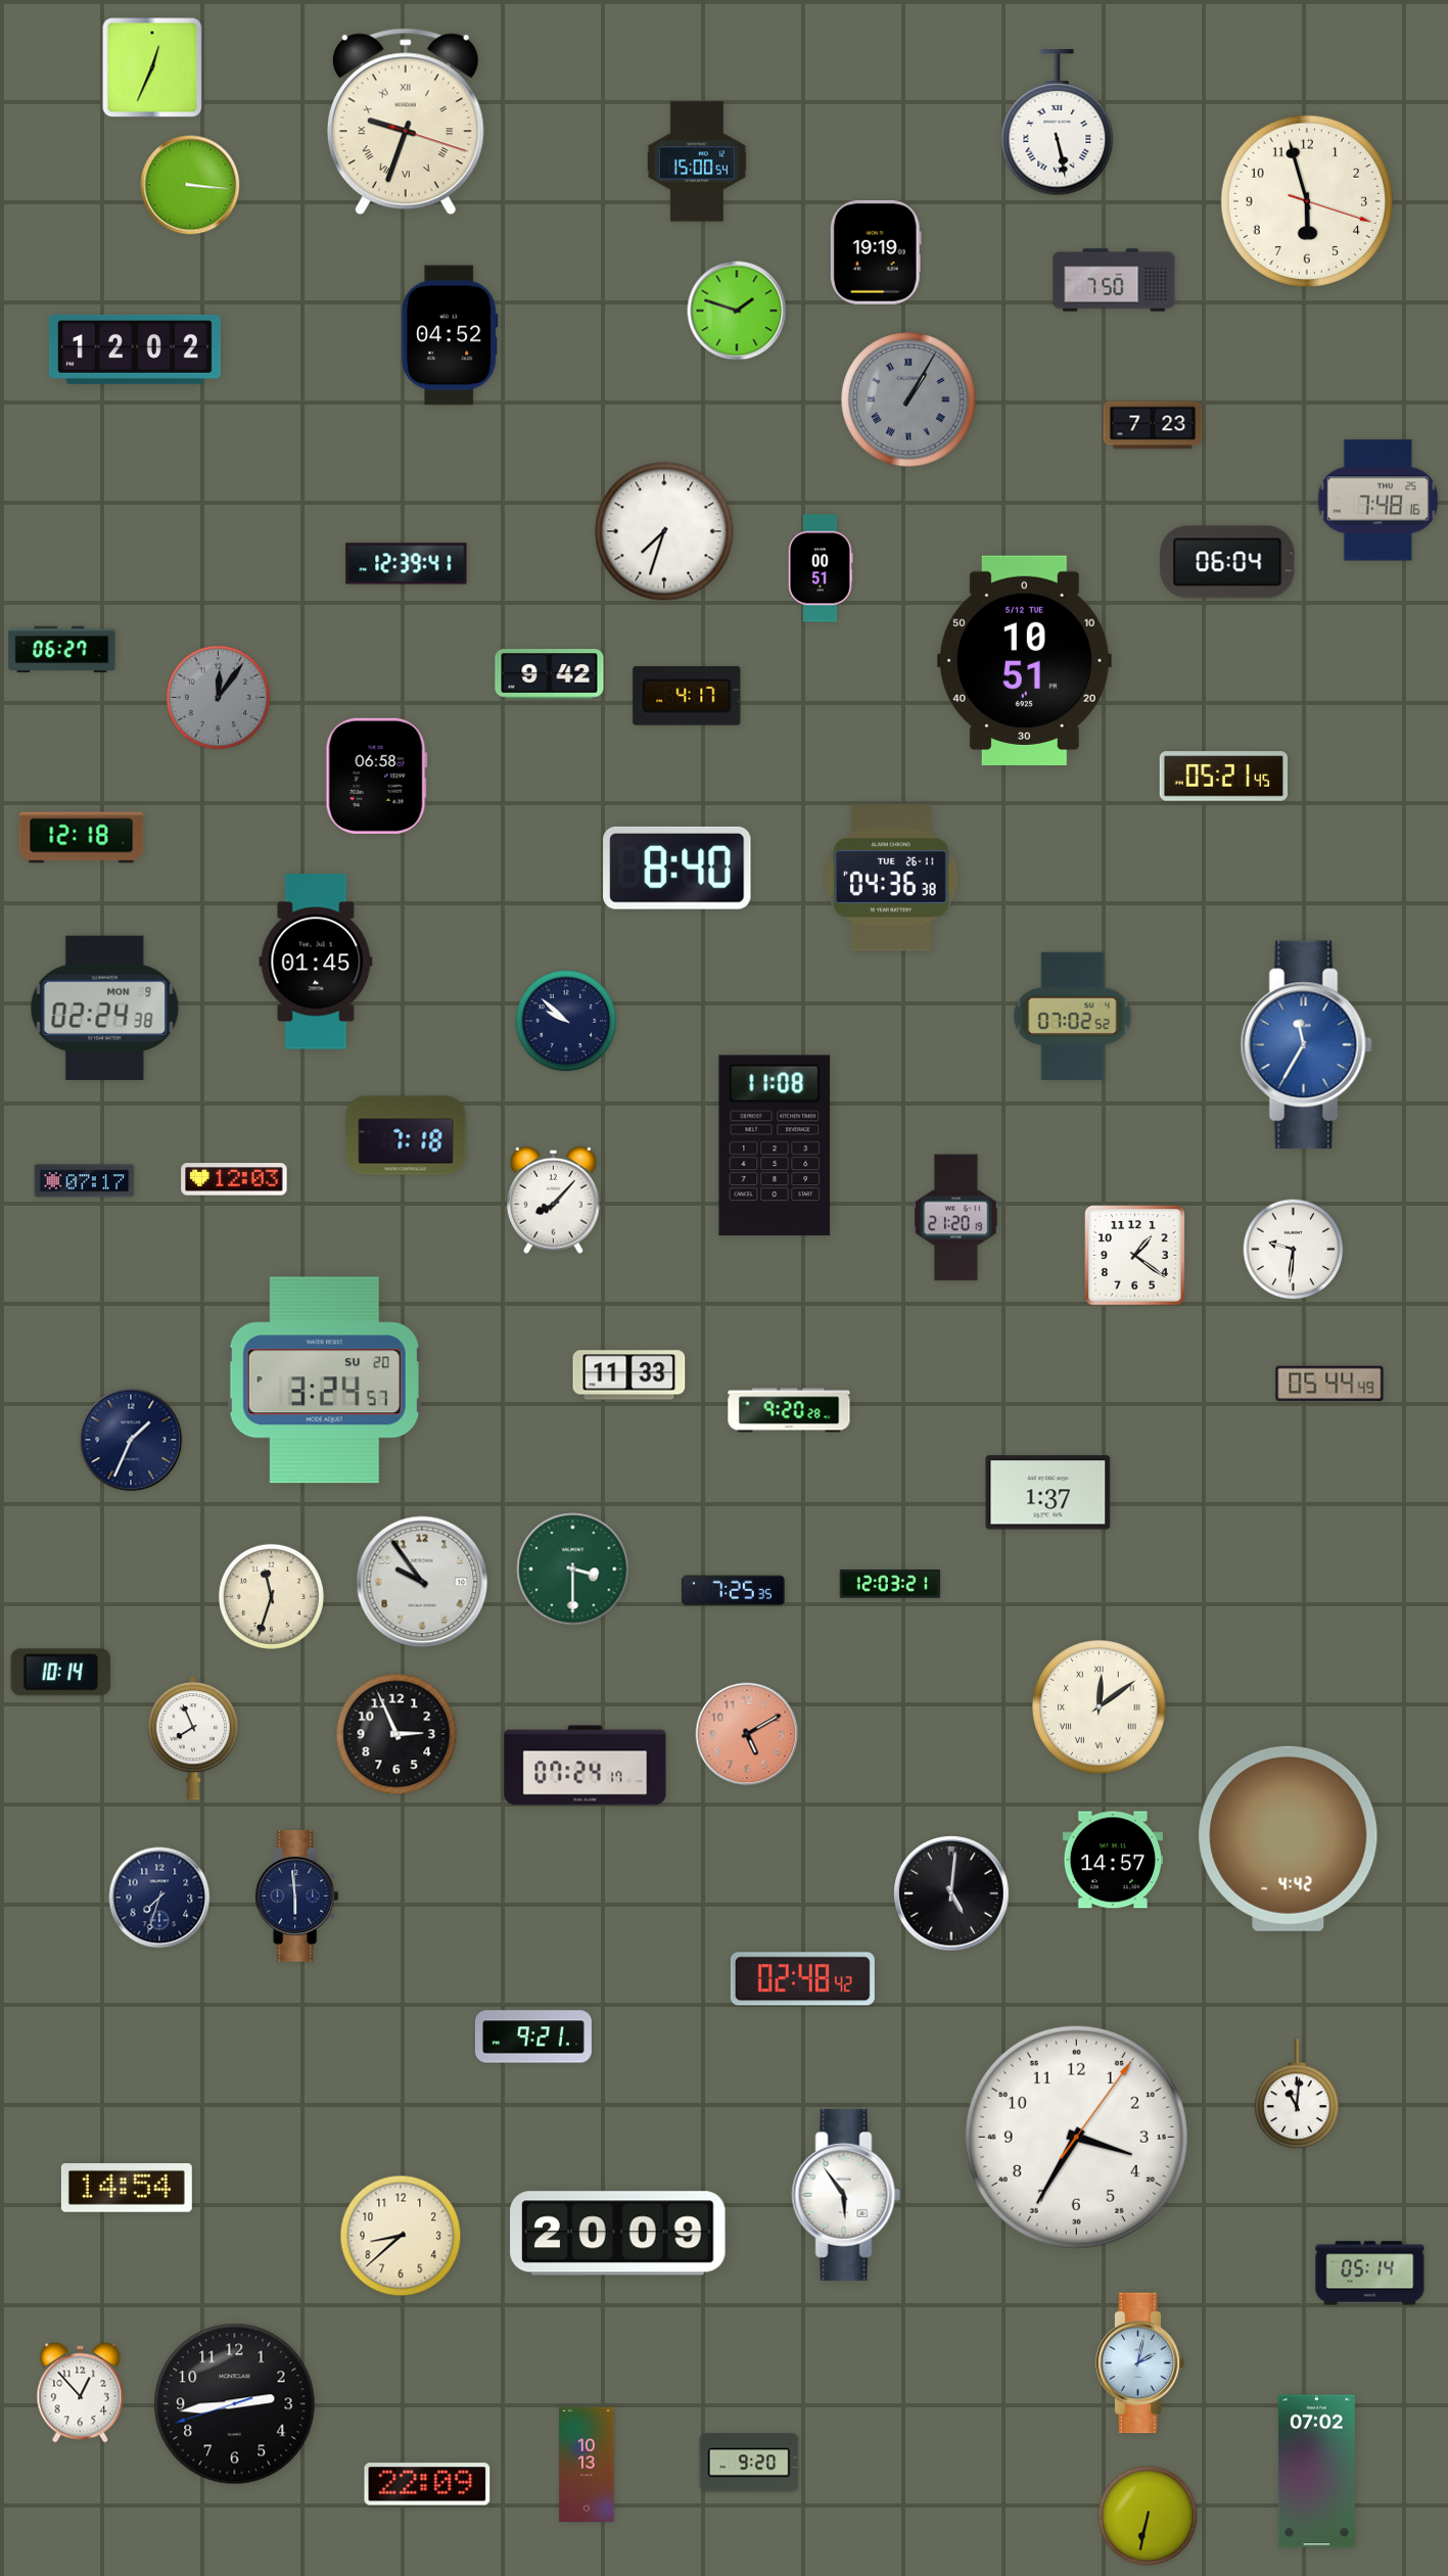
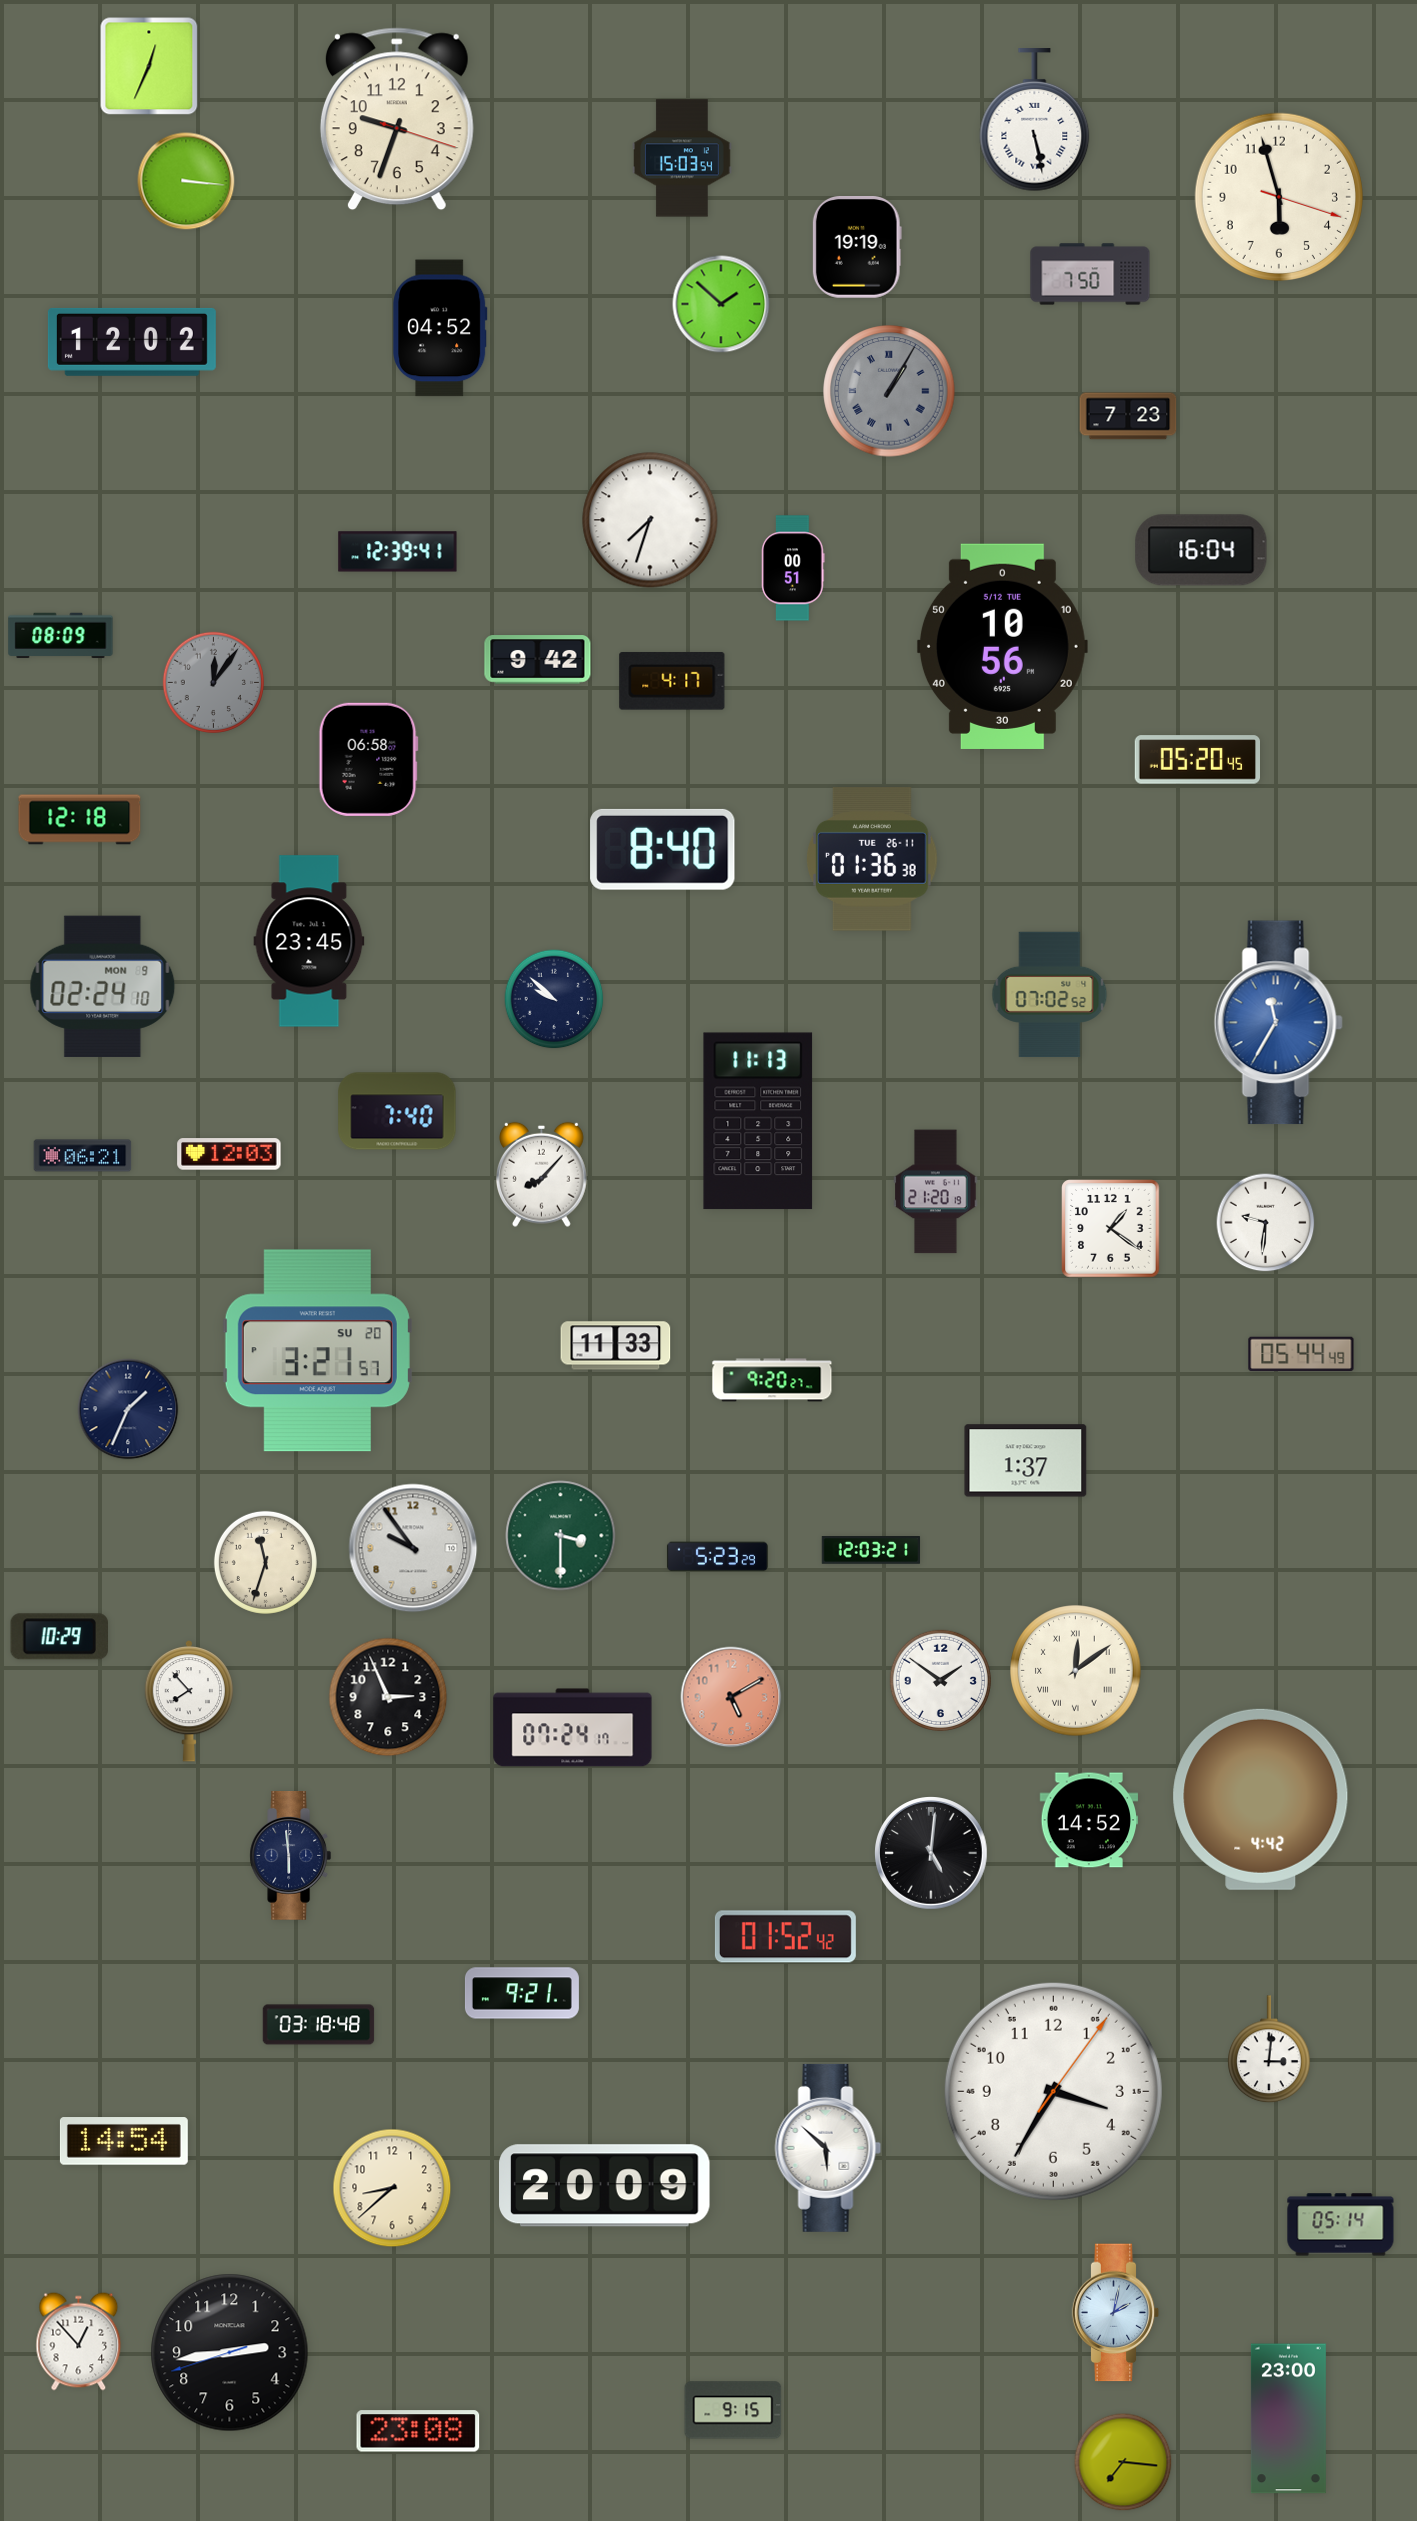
clock at (406, 122) numerals: Roman -> Arabic
clock at (698, 161): 15:00 -> 15:03
clock at (737, 311): 1:48 -> 1:52
clock at (1377, 501): 7:48 -> none
clock at (1227, 562): 06:04 -> 16:04
clock at (821, 568) position: (821, 568) -> (793, 568)
clock at (62, 650): 06:27 -> 08:09
clock at (1024, 660): 10:51 -> 10:56
clock at (1223, 777): 05:21 -> 05:20
clock at (892, 878): 04:36 -> 01:36
clock at (316, 962): 01:45 -> 23:45
clock at (105, 1008): 02:24:38 -> 02:24:10
clock at (406, 1135): 7:18 -> 7:40
clock at (775, 1145): 11:08 -> 11:13
clock at (85, 1181): 07:17 -> 06:21
clock at (324, 1380): 3:24 -> 3:21
clock at (789, 1410): 9:20:28 -> 9:20:27
clock at (733, 1591): 7:25 -> 5:23
clock at (60, 1673): 10:14 -> 10:29
clock at (940, 1680): none -> 1:51
clock at (192, 1739): 7:56 -> 7:53
clock at (1113, 1860): 14:57 -> 14:52
clock at (159, 1898): 7:33 -> none
clock at (802, 1979): 02:48 -> 01:52
clock at (319, 2025): none -> 03:18
clock at (1297, 2095): 11:01 -> 3:01
clock at (846, 2195): 5:54 -> 5:52
clock at (749, 2463): 9:20 -> 9:15
clock at (587, 2465): 10:13 -> none
clock at (1316, 2472): 07:02 -> 23:00
clock at (427, 2484): 22:09 -> 23:08
clock at (1148, 2516): 6:32 -> 7:16
